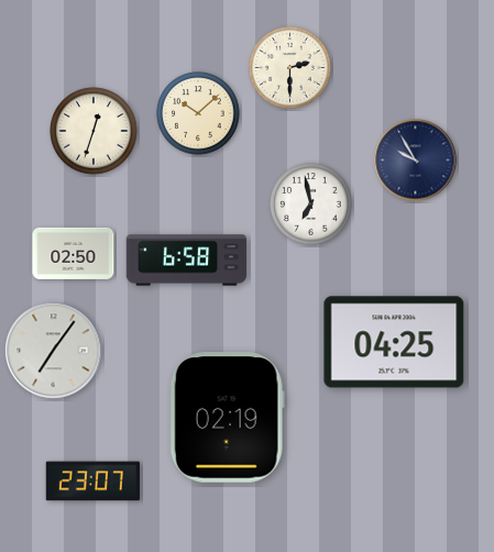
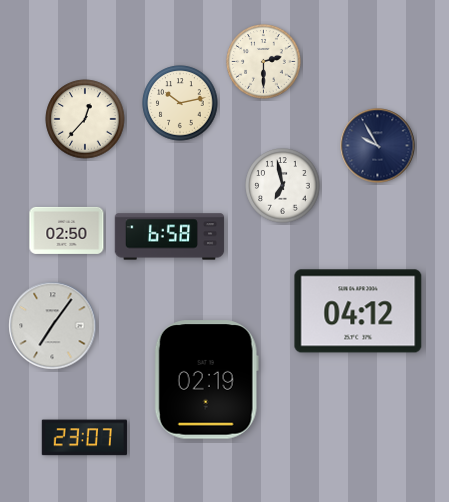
clock at (198, 113): 10:08 -> 10:13
clock at (94, 131): 12:33 -> 12:37
clock at (394, 342): 04:25 -> 04:12
clock at (54, 351) position: (54, 351) -> (53, 326)
